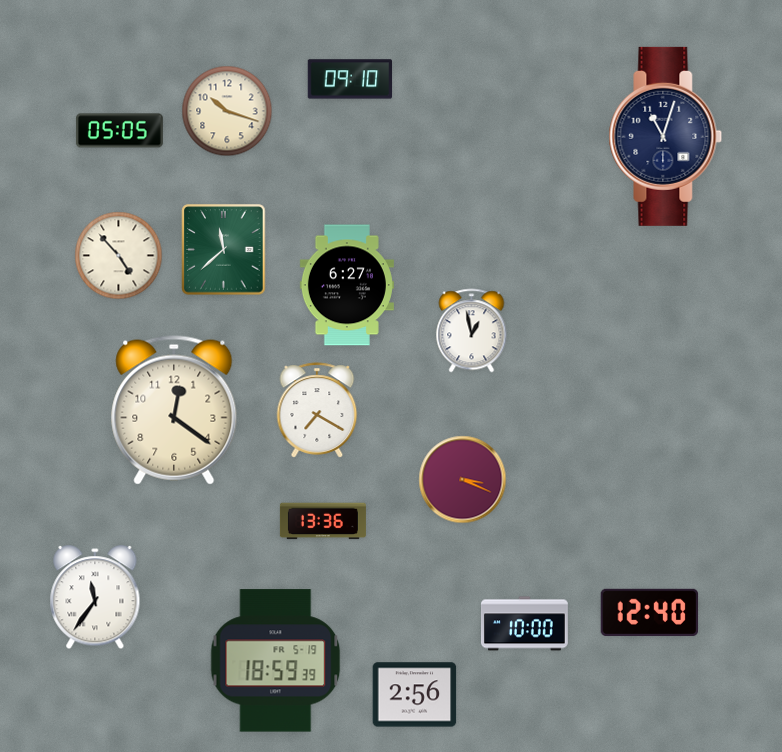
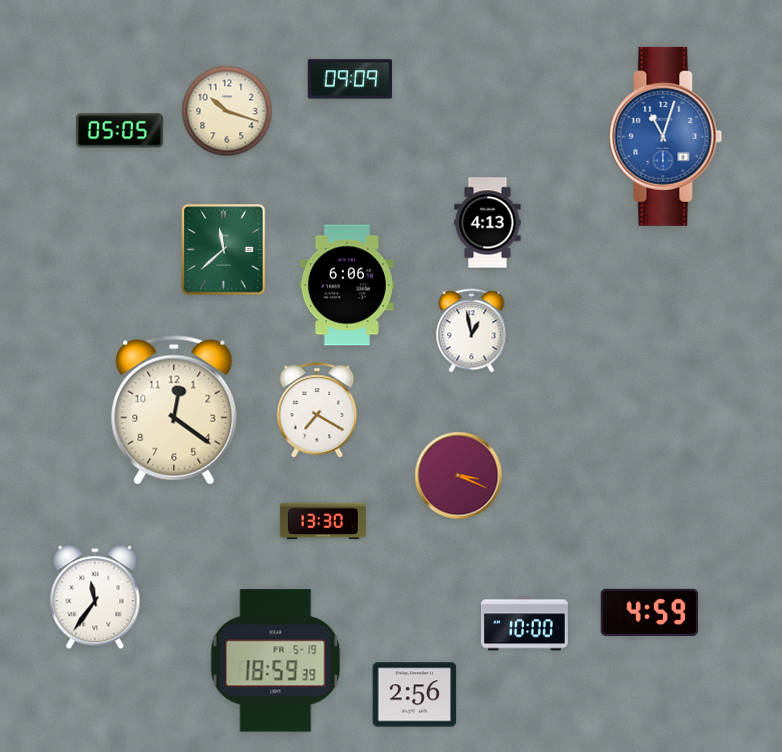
clock at (350, 79): 09:10 -> 09:09
clock at (666, 136) dial: navy -> blue
clock at (488, 223): none -> 4:13
clock at (119, 256): 4:53 -> none
clock at (347, 285): 6:27 -> 6:06
clock at (463, 480) position: (463, 480) -> (459, 476)
clock at (323, 521): 13:36 -> 13:30
clock at (650, 612): 12:40 -> 4:59
